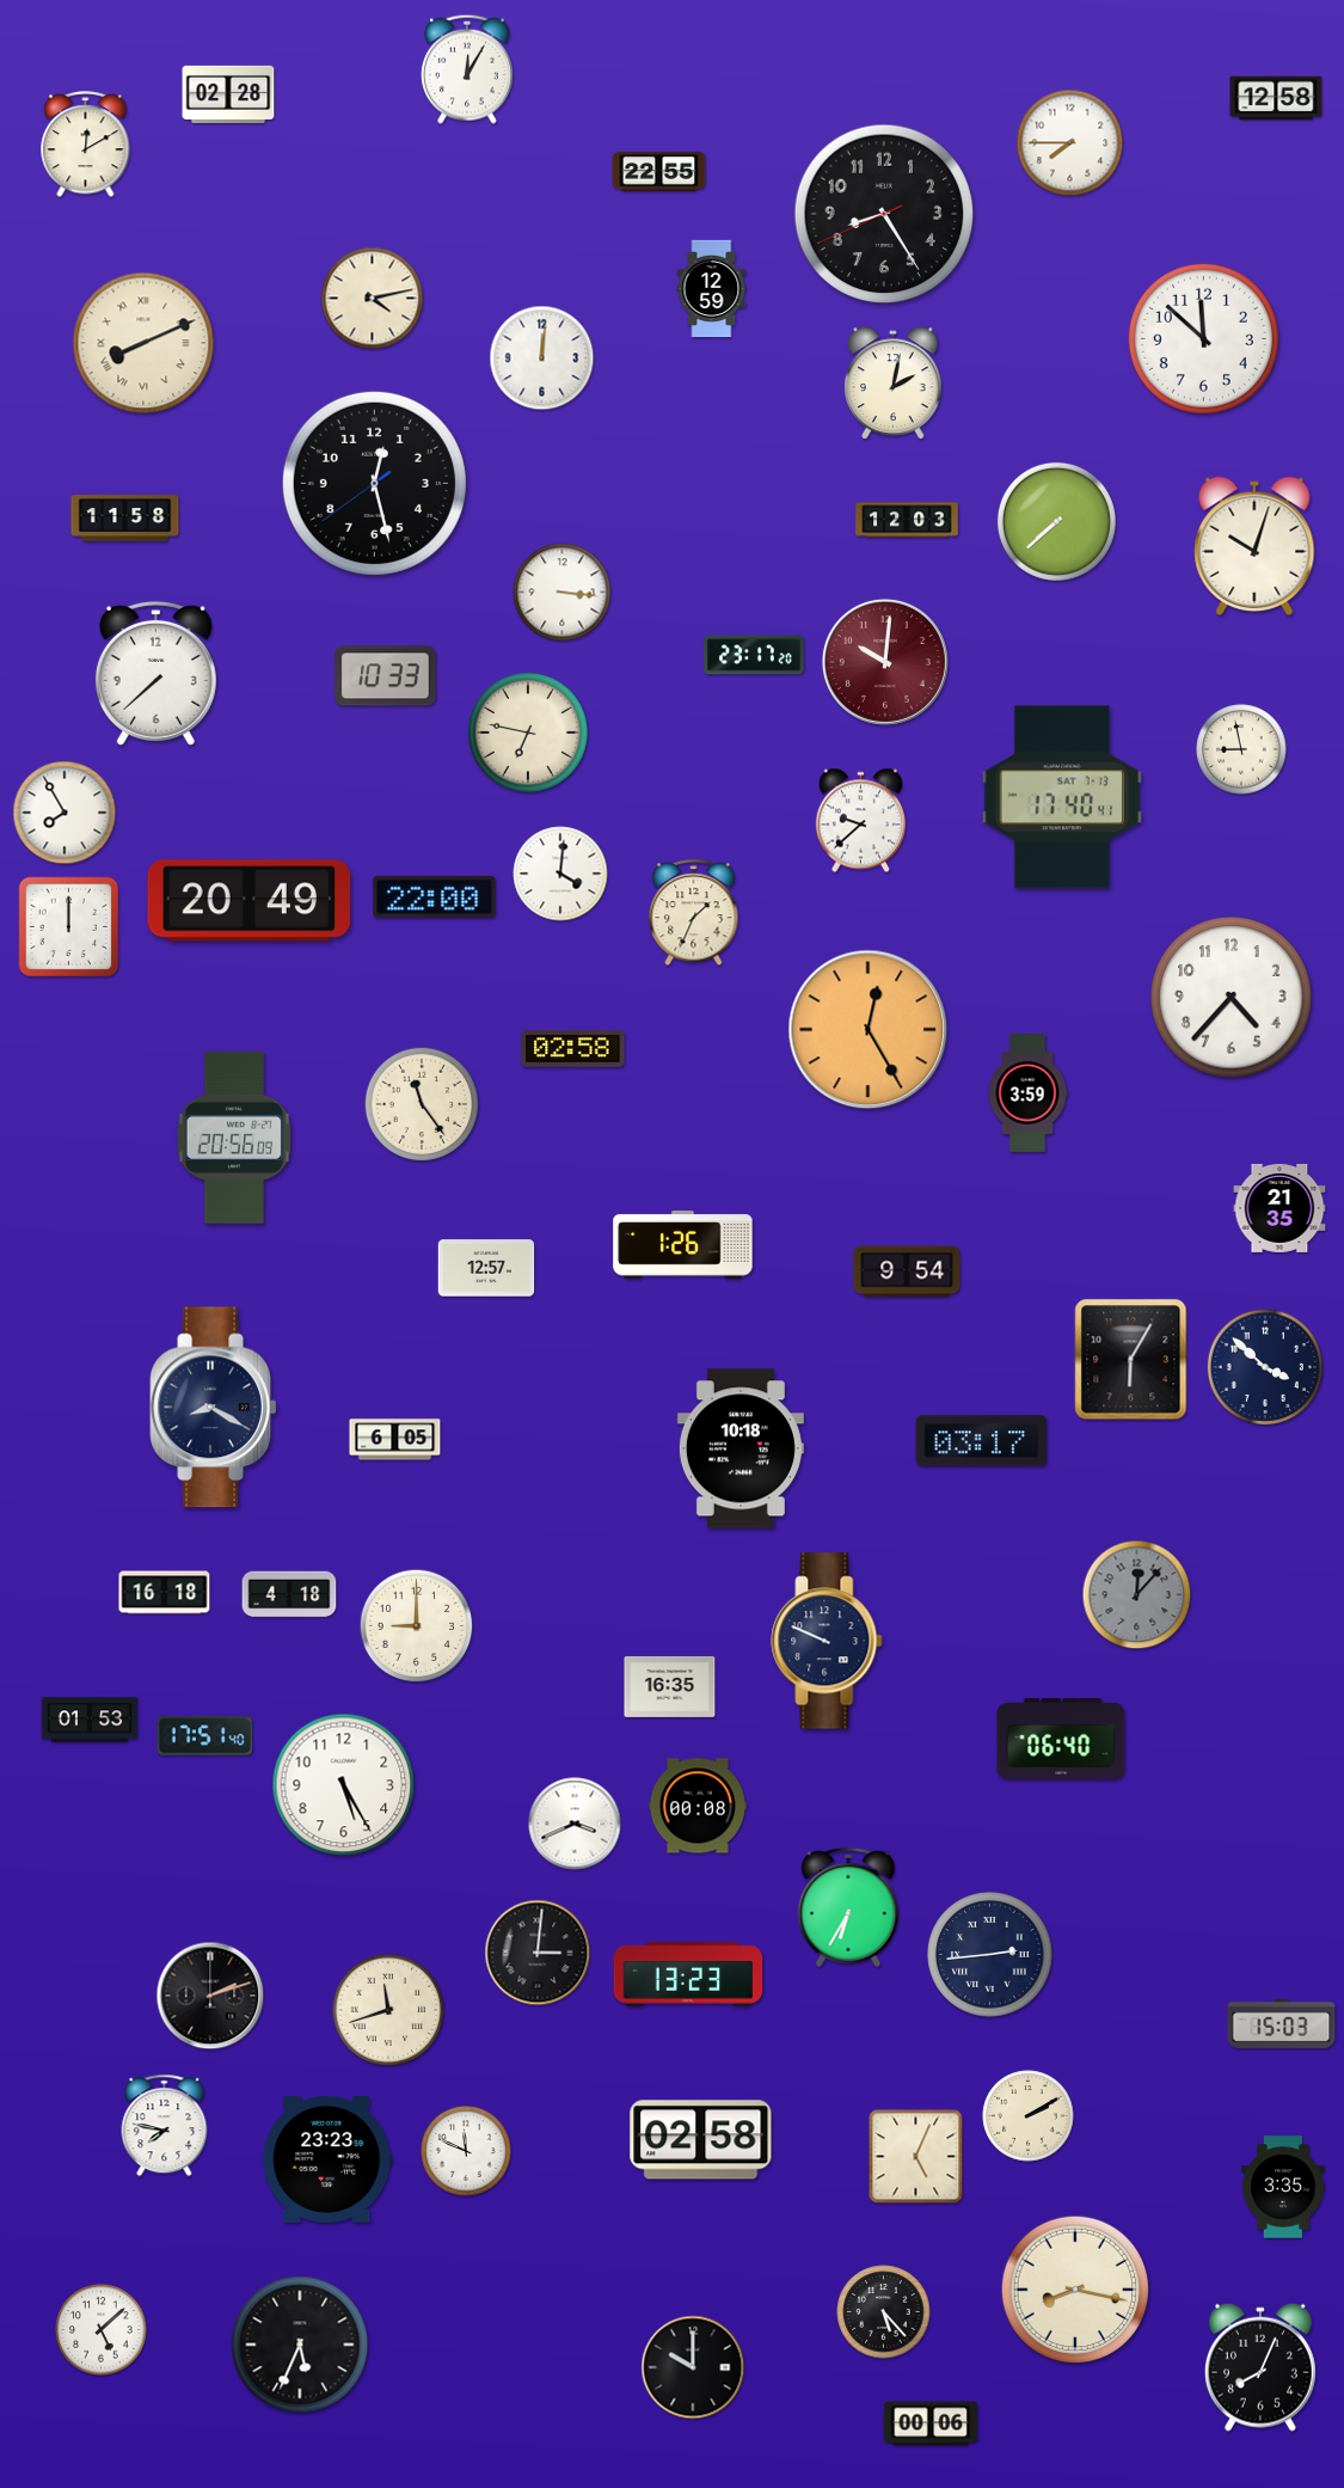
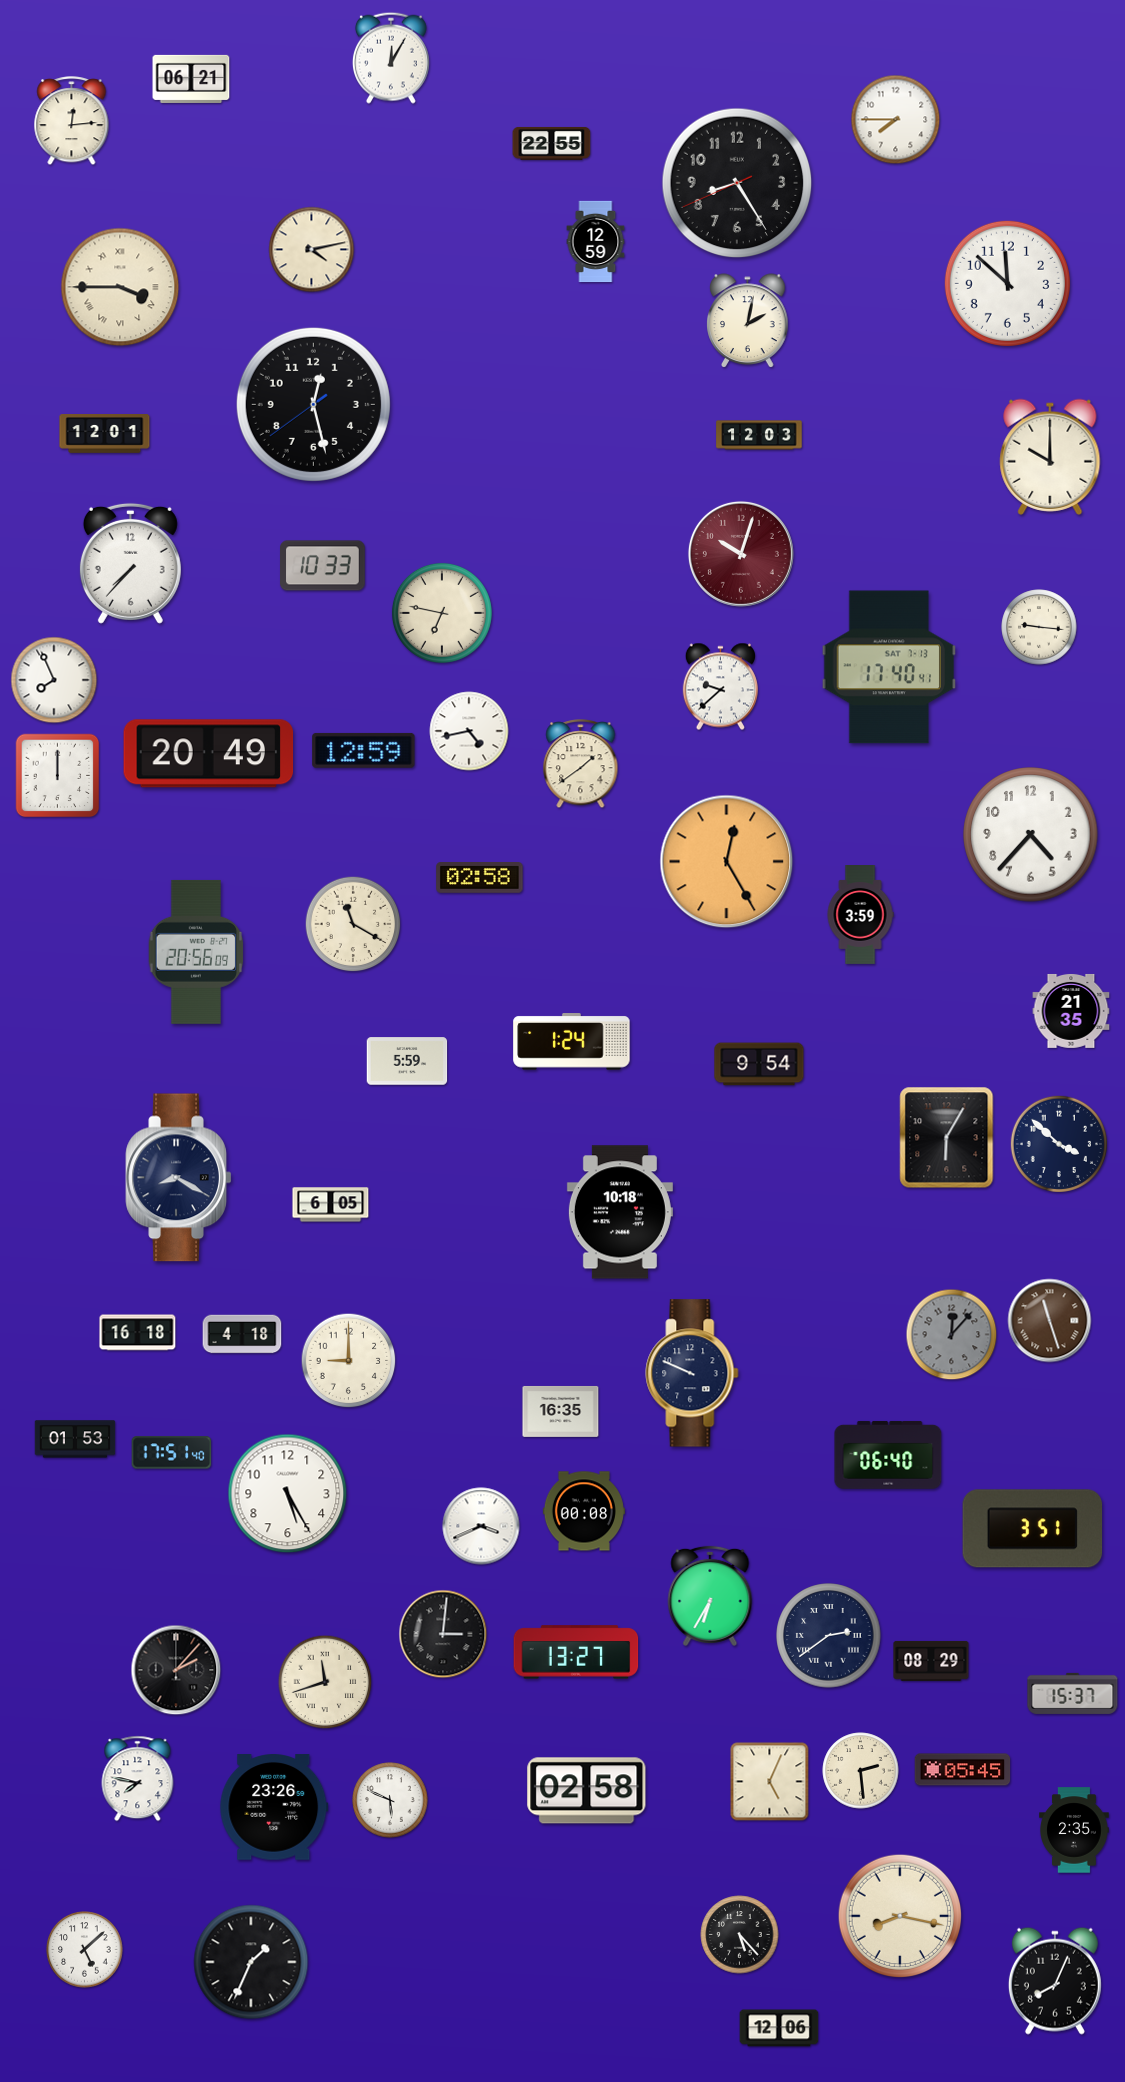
clock at (228, 94): 02:28 -> 06:21
clock at (1276, 98): 12:58 -> none
clock at (86, 145): 12:10 -> 12:14
clock at (884, 214) position: (884, 214) -> (737, 183)
clock at (143, 343): 8:11 -> 3:45
clock at (542, 359): 12:01 -> none
clock at (125, 519): 11:58 -> 12:01
clock at (1056, 521): 7:38 -> none
clock at (1254, 546): 10:03 -> 10:00
clock at (563, 593): 3:16 -> none
clock at (755, 655): 23:17 -> none
clock at (885, 662): 10:01 -> 10:03
clock at (155, 673): 7:38 -> 7:37
clock at (1241, 749): 8:58 -> 9:16
clock at (65, 813): 7:55 -> 7:56
clock at (560, 874): 4:01 -> 4:43
clock at (435, 896): 22:00 -> 12:59
clock at (694, 913): 1:34 -> 1:39
clock at (422, 1104): 11:24 -> 11:20
clock at (683, 1245): 1:26 -> 1:24
clock at (486, 1268): 12:57 -> 5:59
clock at (982, 1441): 03:17 -> none
clock at (1050, 1321): none -> 11:27
clock at (1033, 1529): none -> 3:51
clock at (538, 1953) position: (538, 1953) -> (443, 1634)
clock at (990, 1955): 2:44 -> 2:39
clock at (688, 1974): 13:23 -> 13:27
clock at (931, 1661): none -> 08:29
clock at (210, 1996): 2:12 -> 2:07
clock at (1282, 2023): 15:03 -> 15:37
clock at (963, 1770): none -> 05:45
clock at (1029, 2116): 2:10 -> 2:29
clock at (466, 2151): 11:49 -> 5:49
clock at (916, 2157) position: (916, 2157) -> (770, 1782)
clock at (327, 2159): 23:23 -> 23:26
clock at (1283, 2187): 3:35 -> 2:35
clock at (300, 2345): 5:34 -> 1:34
clock at (693, 2367): 10:00 -> none
clock at (931, 2423): 00:06 -> 12:06
